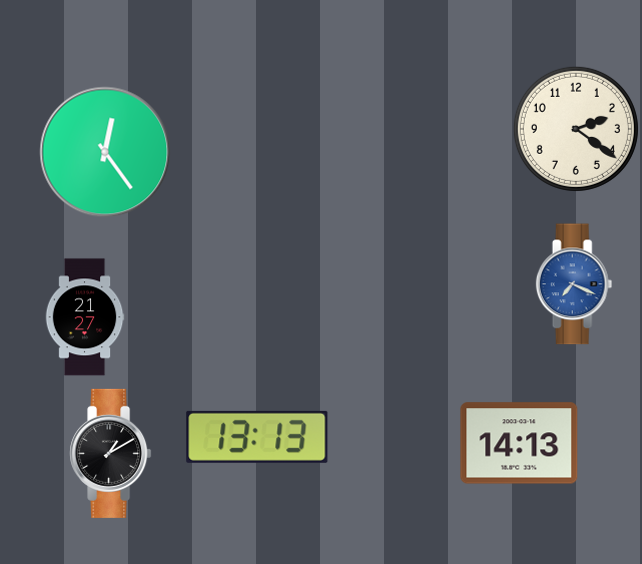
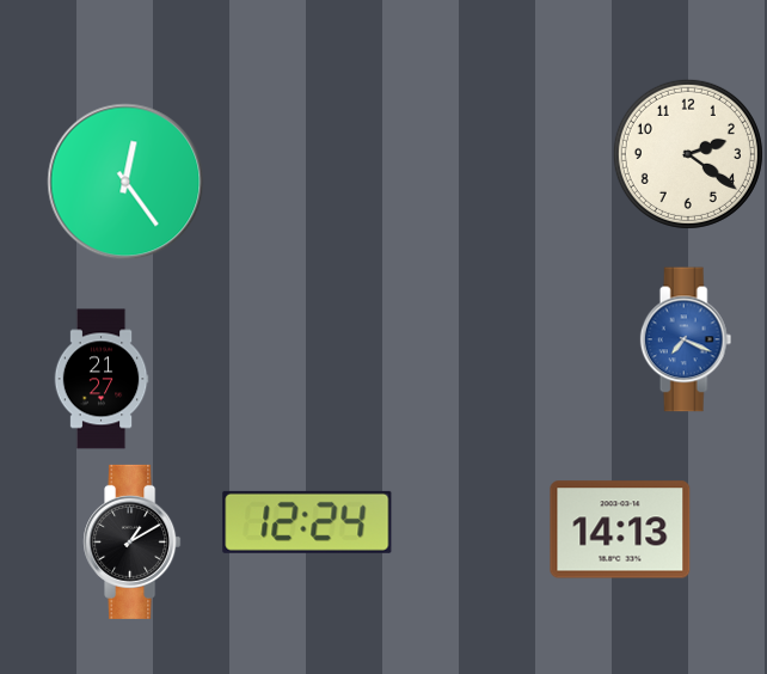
clock at (257, 437): 13:13 -> 12:24
